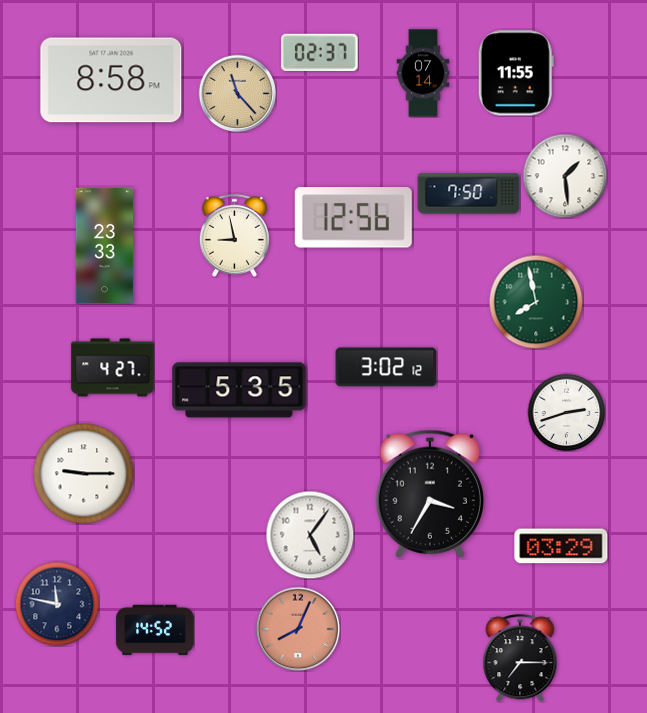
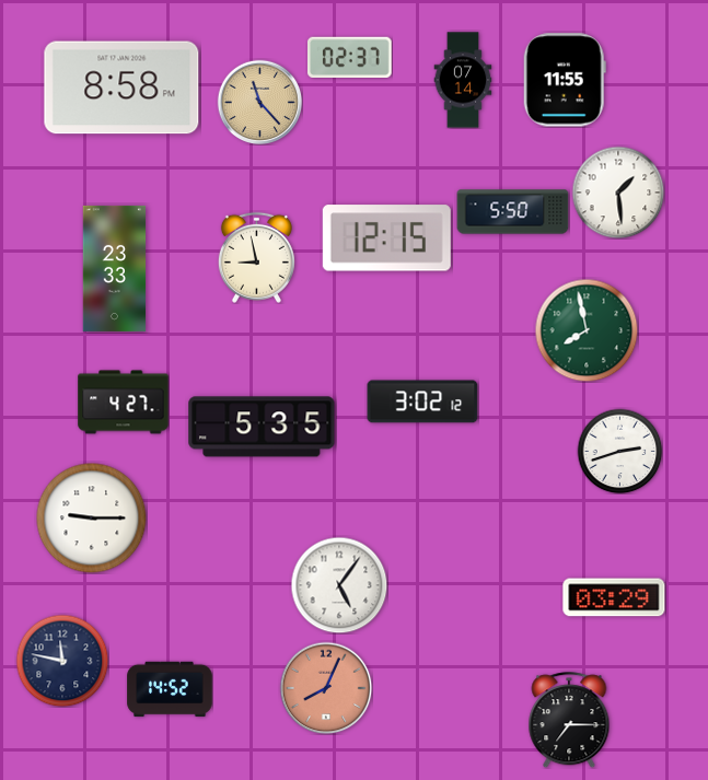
clock at (469, 194): 7:50 -> 5:50
clock at (353, 218): 12:56 -> 12:15
clock at (429, 494): 3:35 -> none
